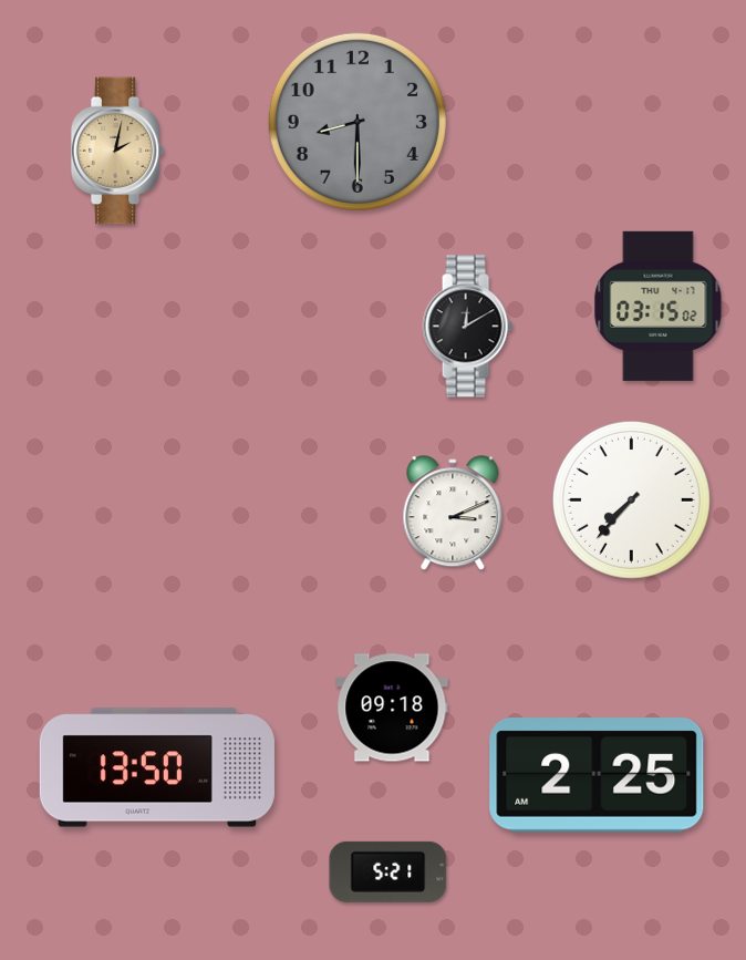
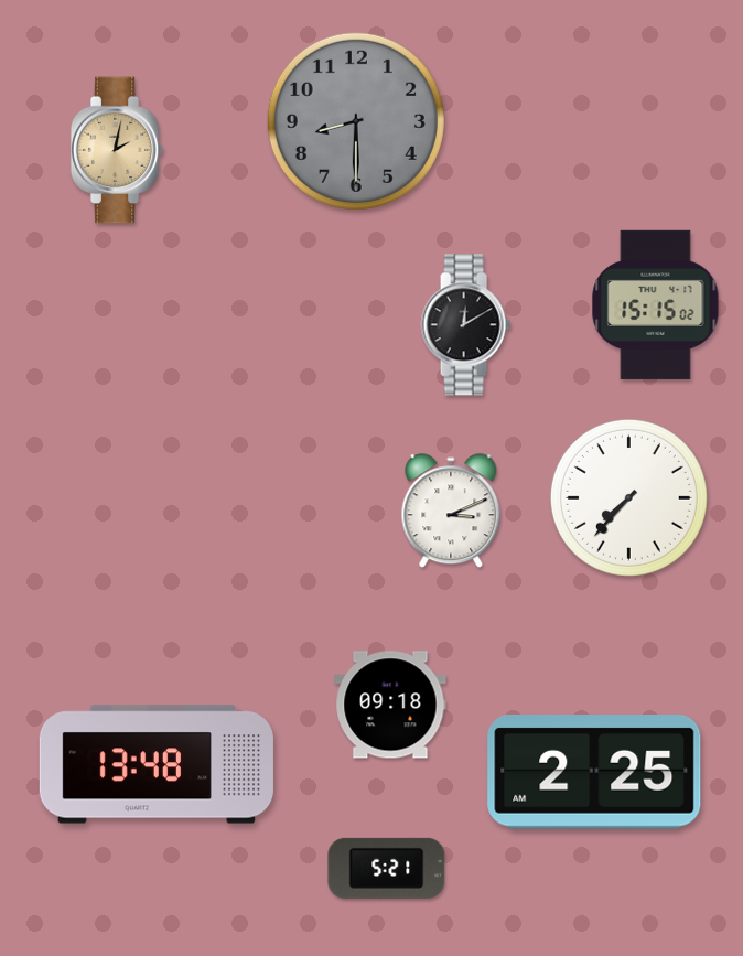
clock at (659, 306): 03:15 -> 15:15
clock at (157, 767): 13:50 -> 13:48
